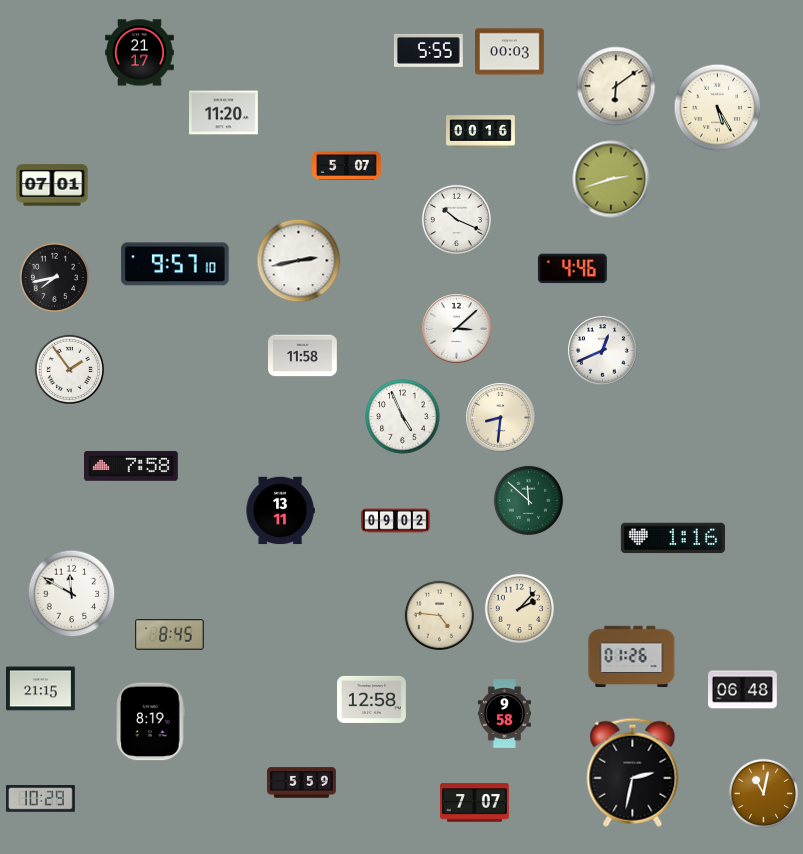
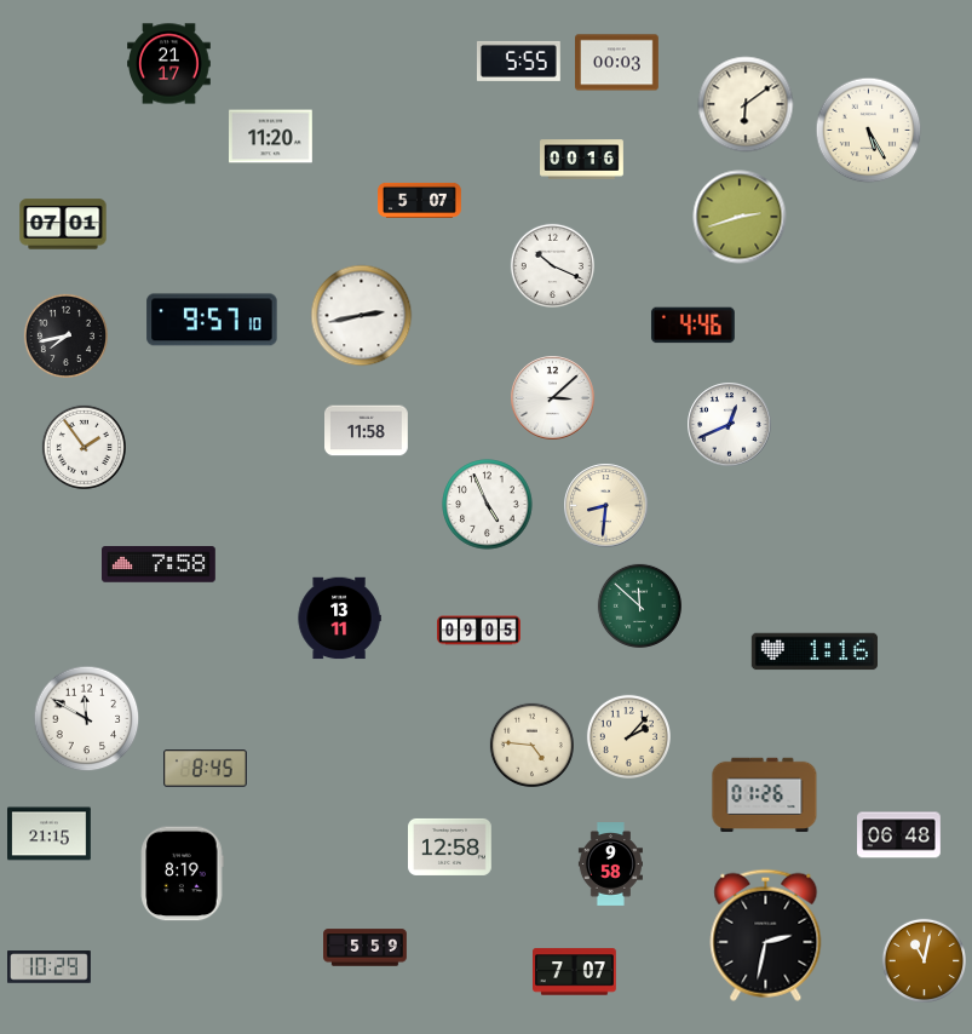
clock at (396, 521): 09:02 -> 09:05
